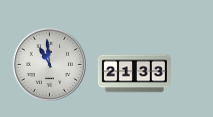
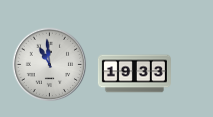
clock at (134, 74): 21:33 -> 19:33
